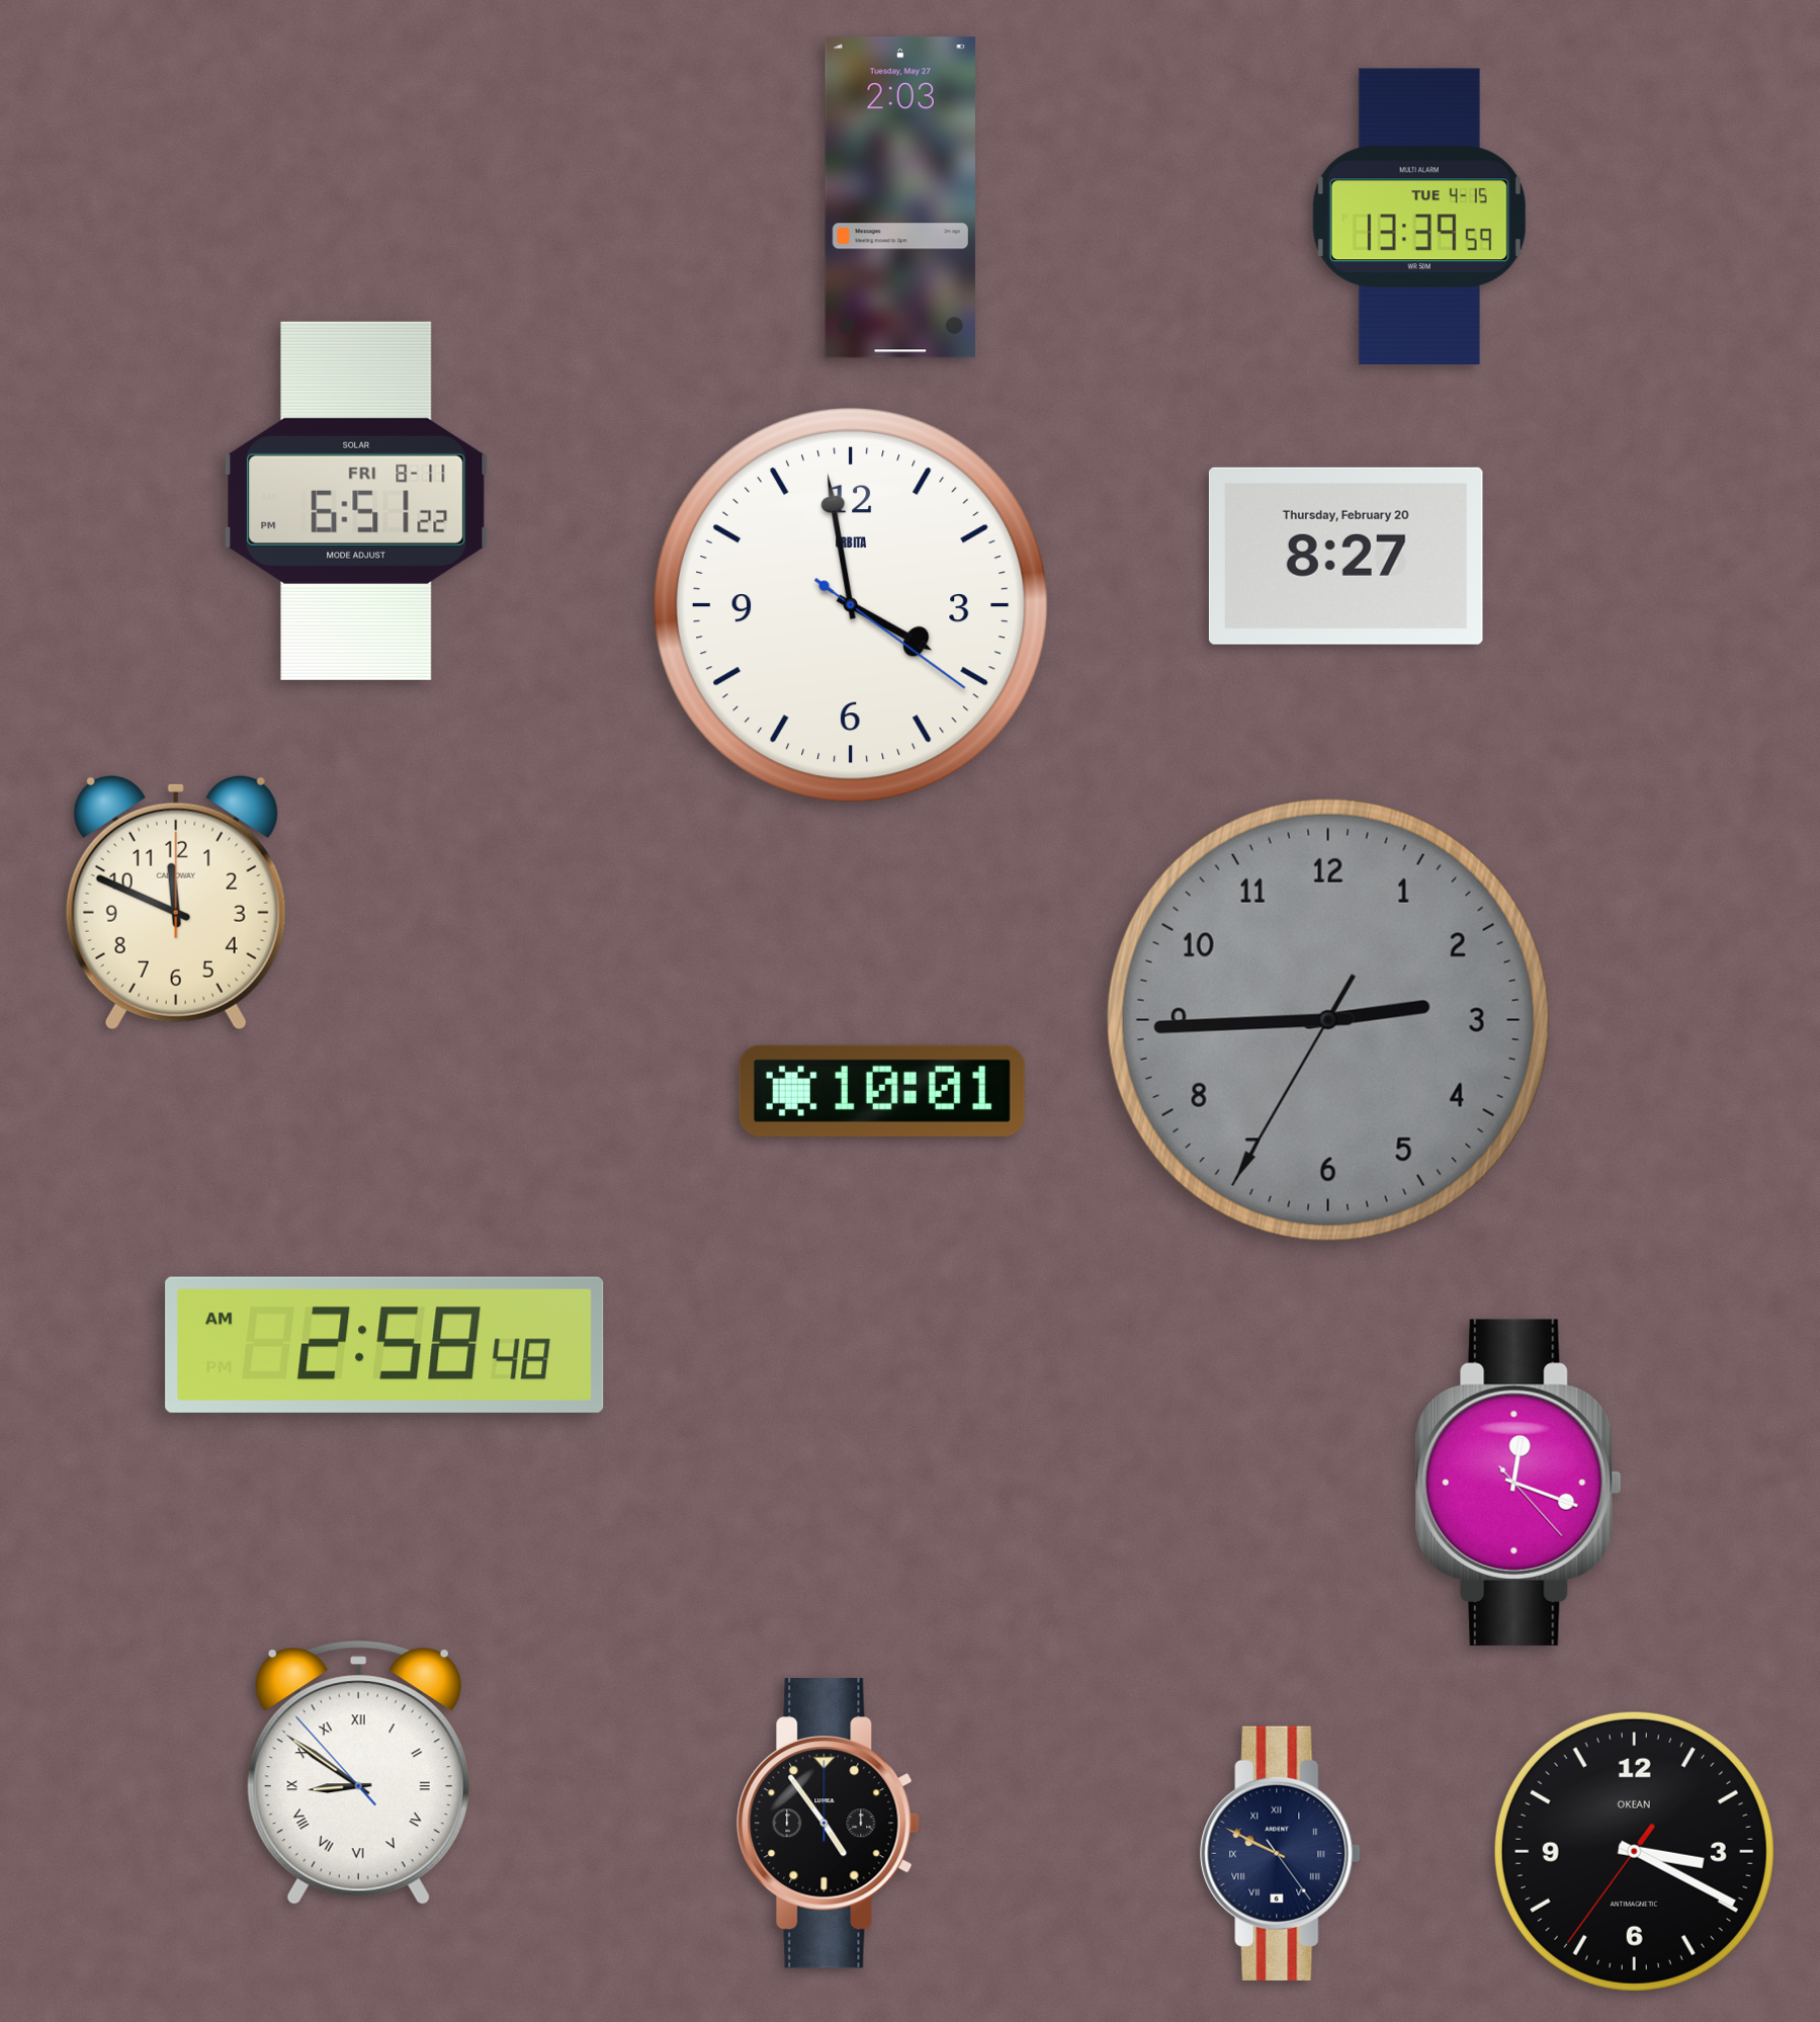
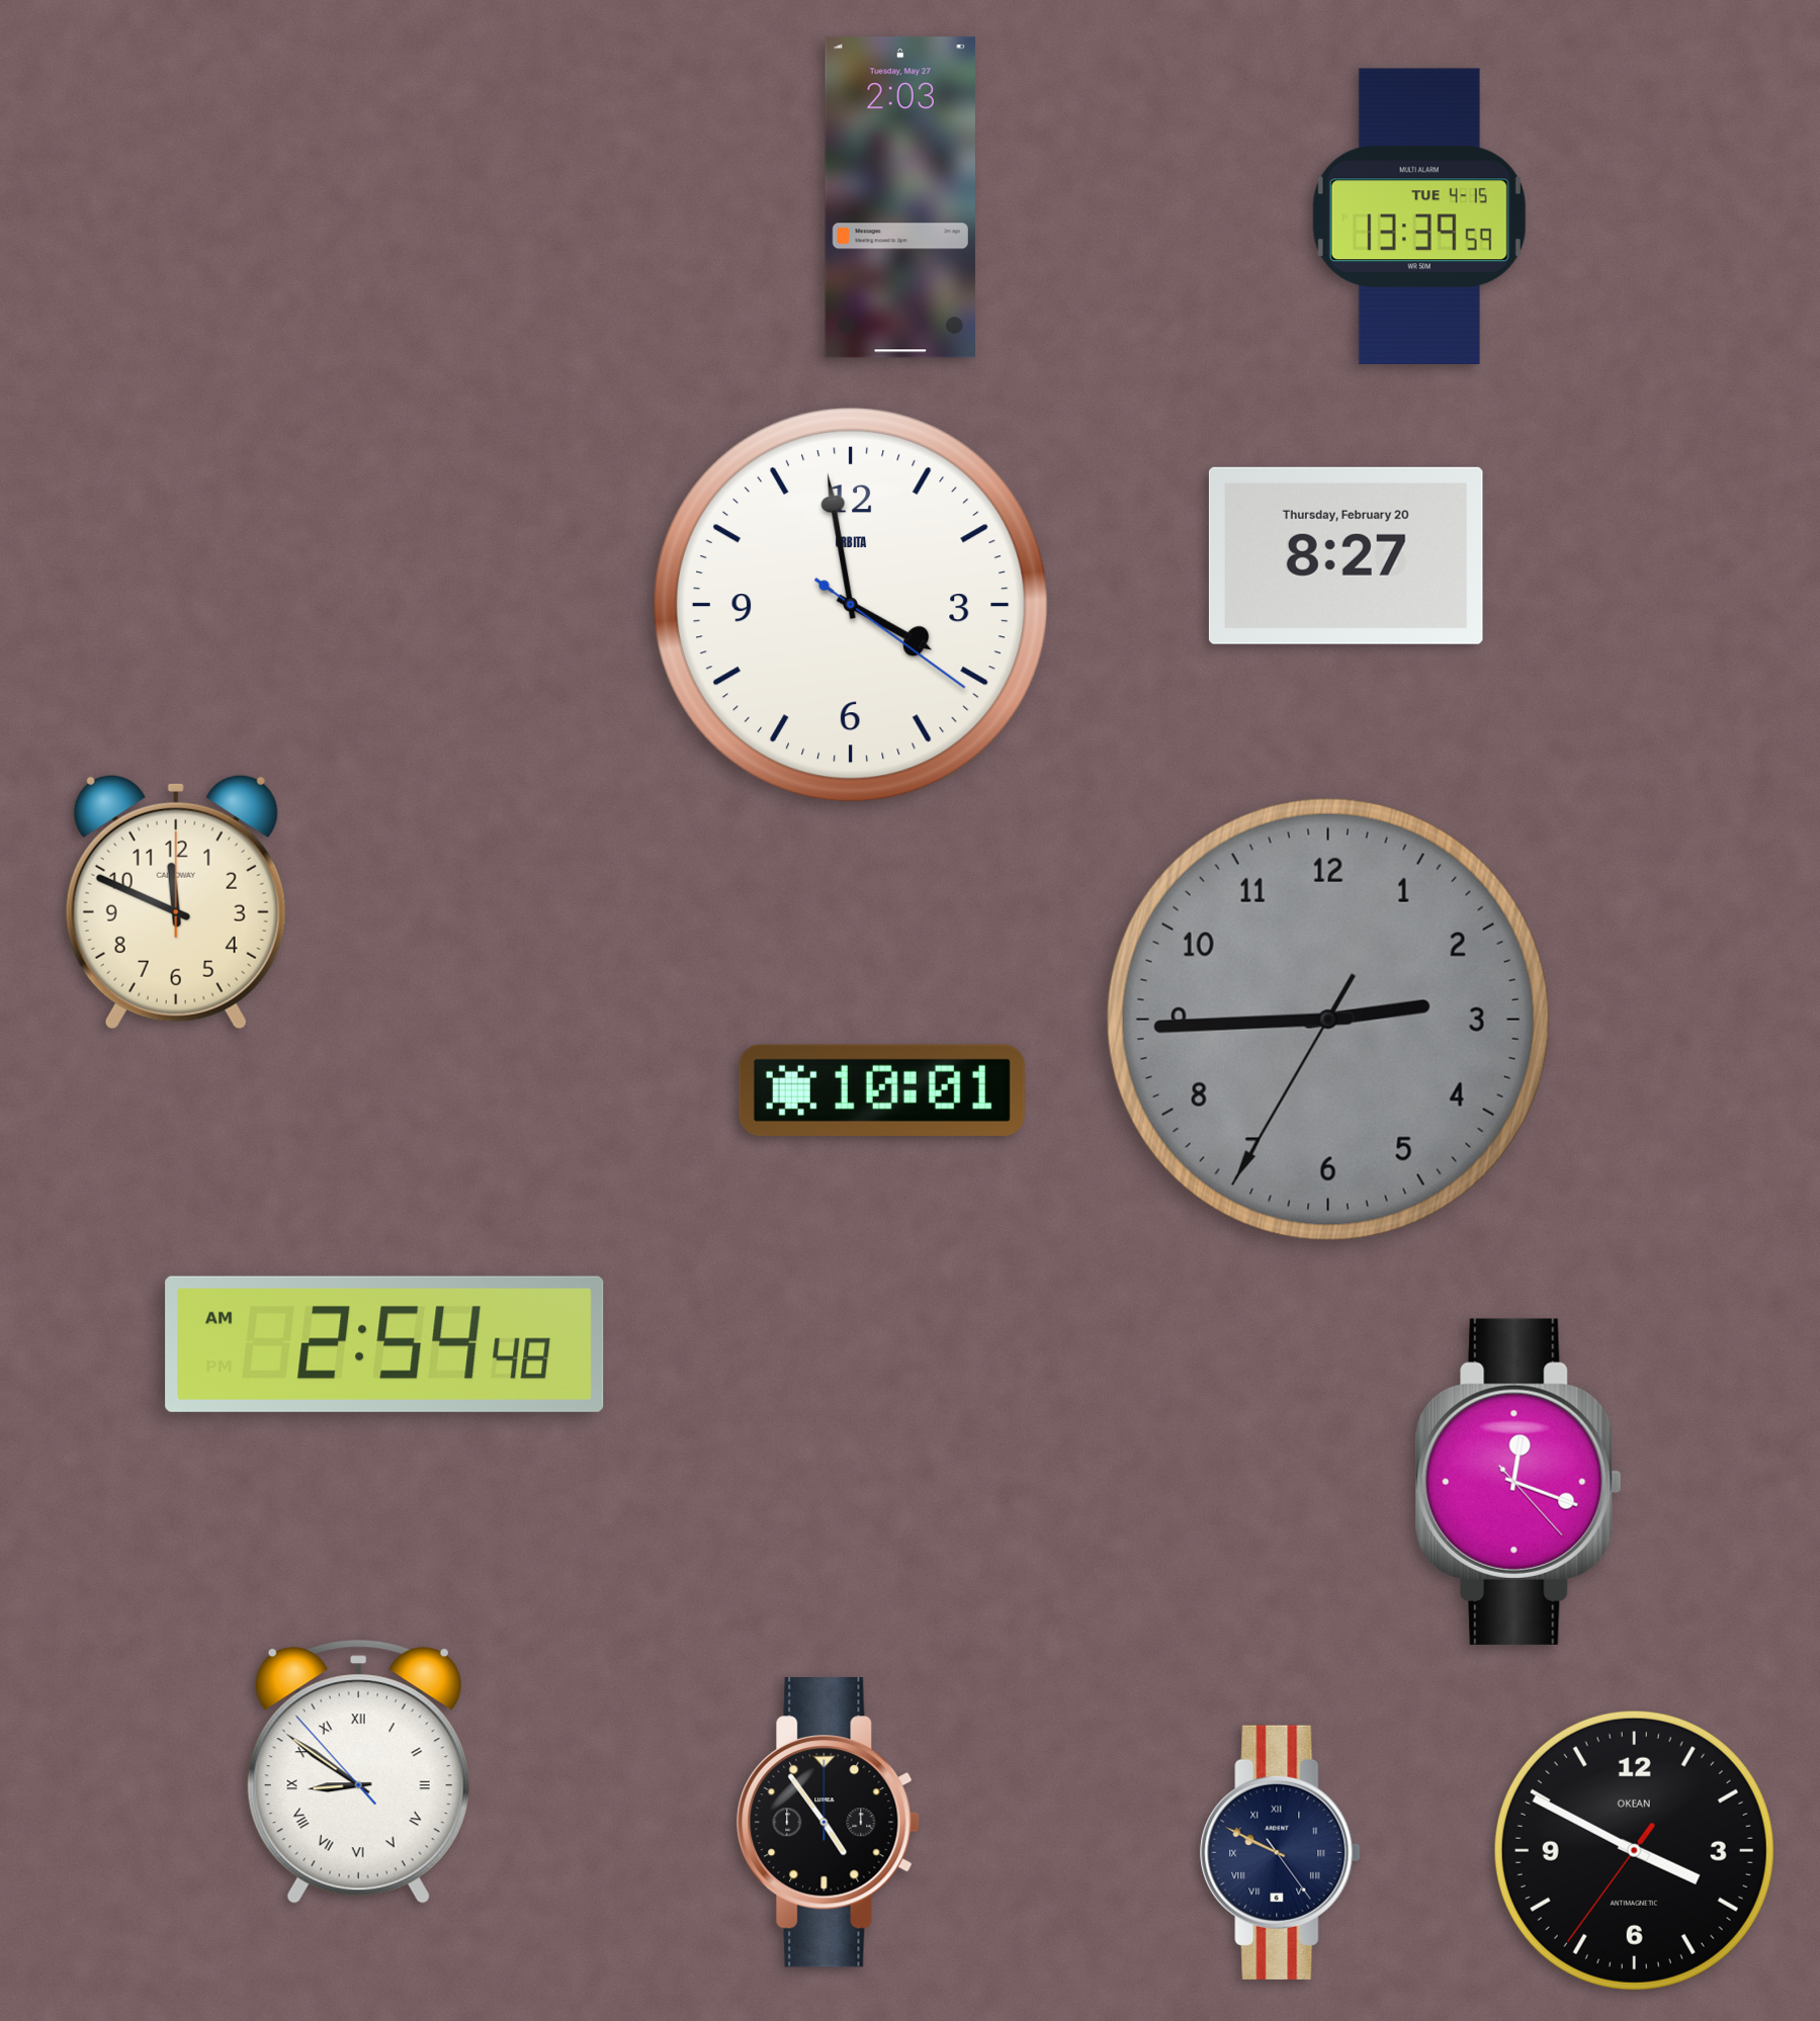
clock at (356, 501): 6:51 -> none
clock at (384, 1345): 2:58 -> 2:54
clock at (1634, 1851): 3:19 -> 3:49
